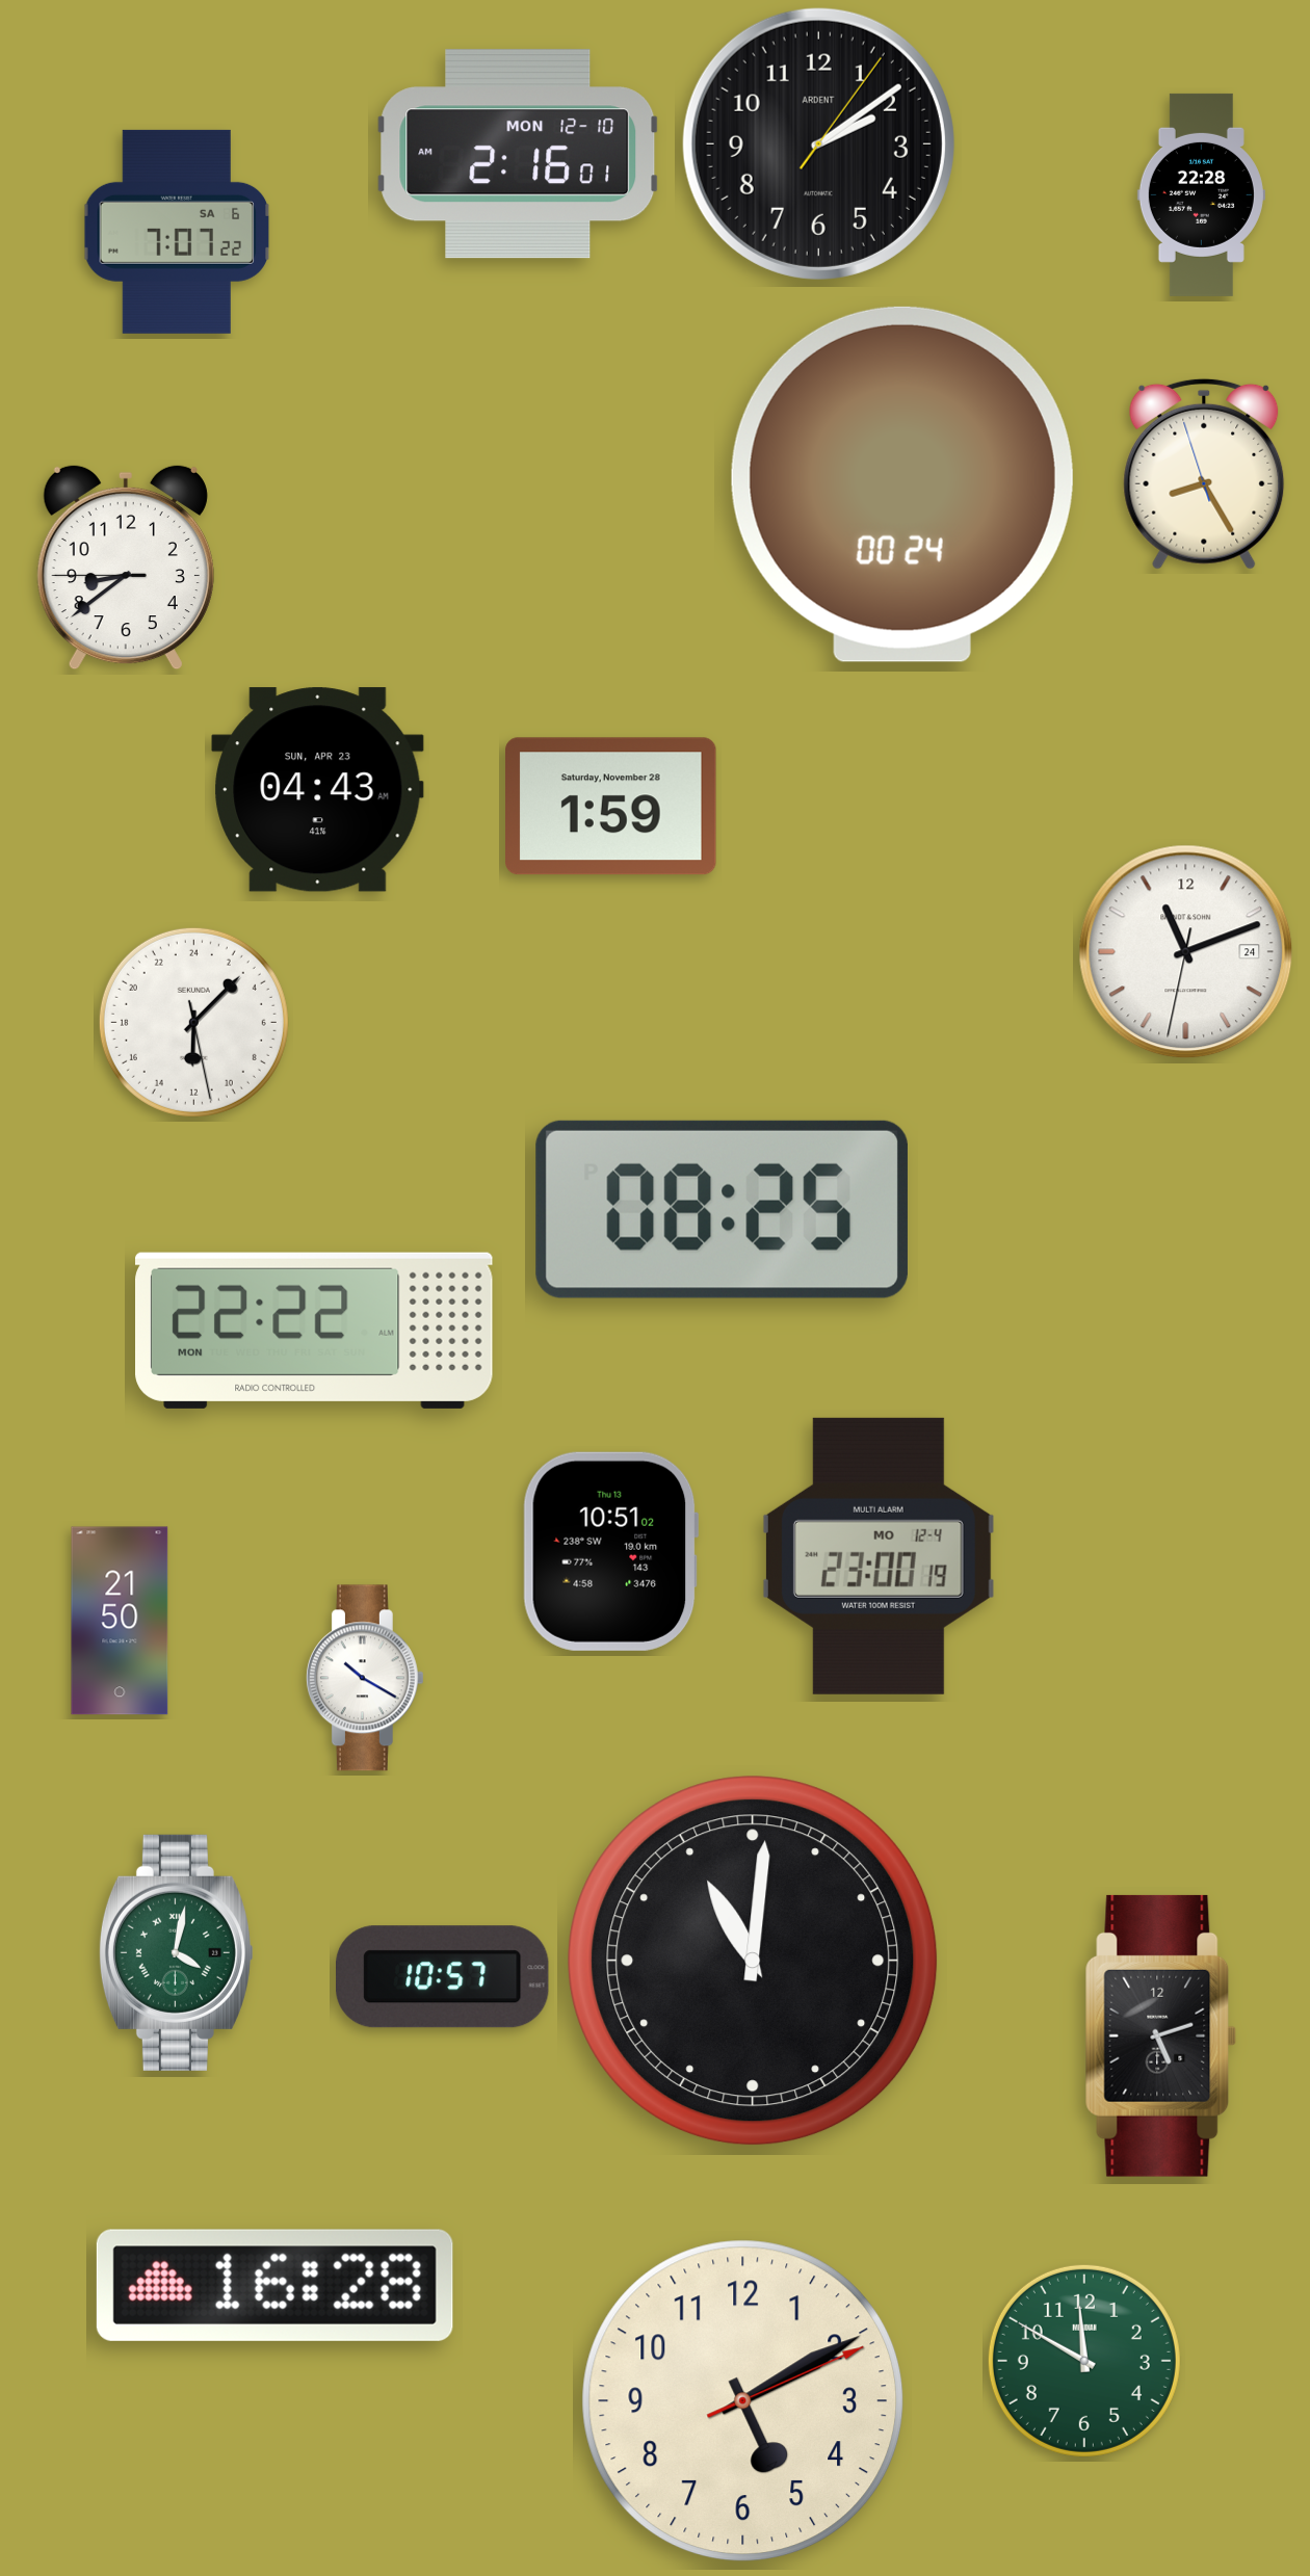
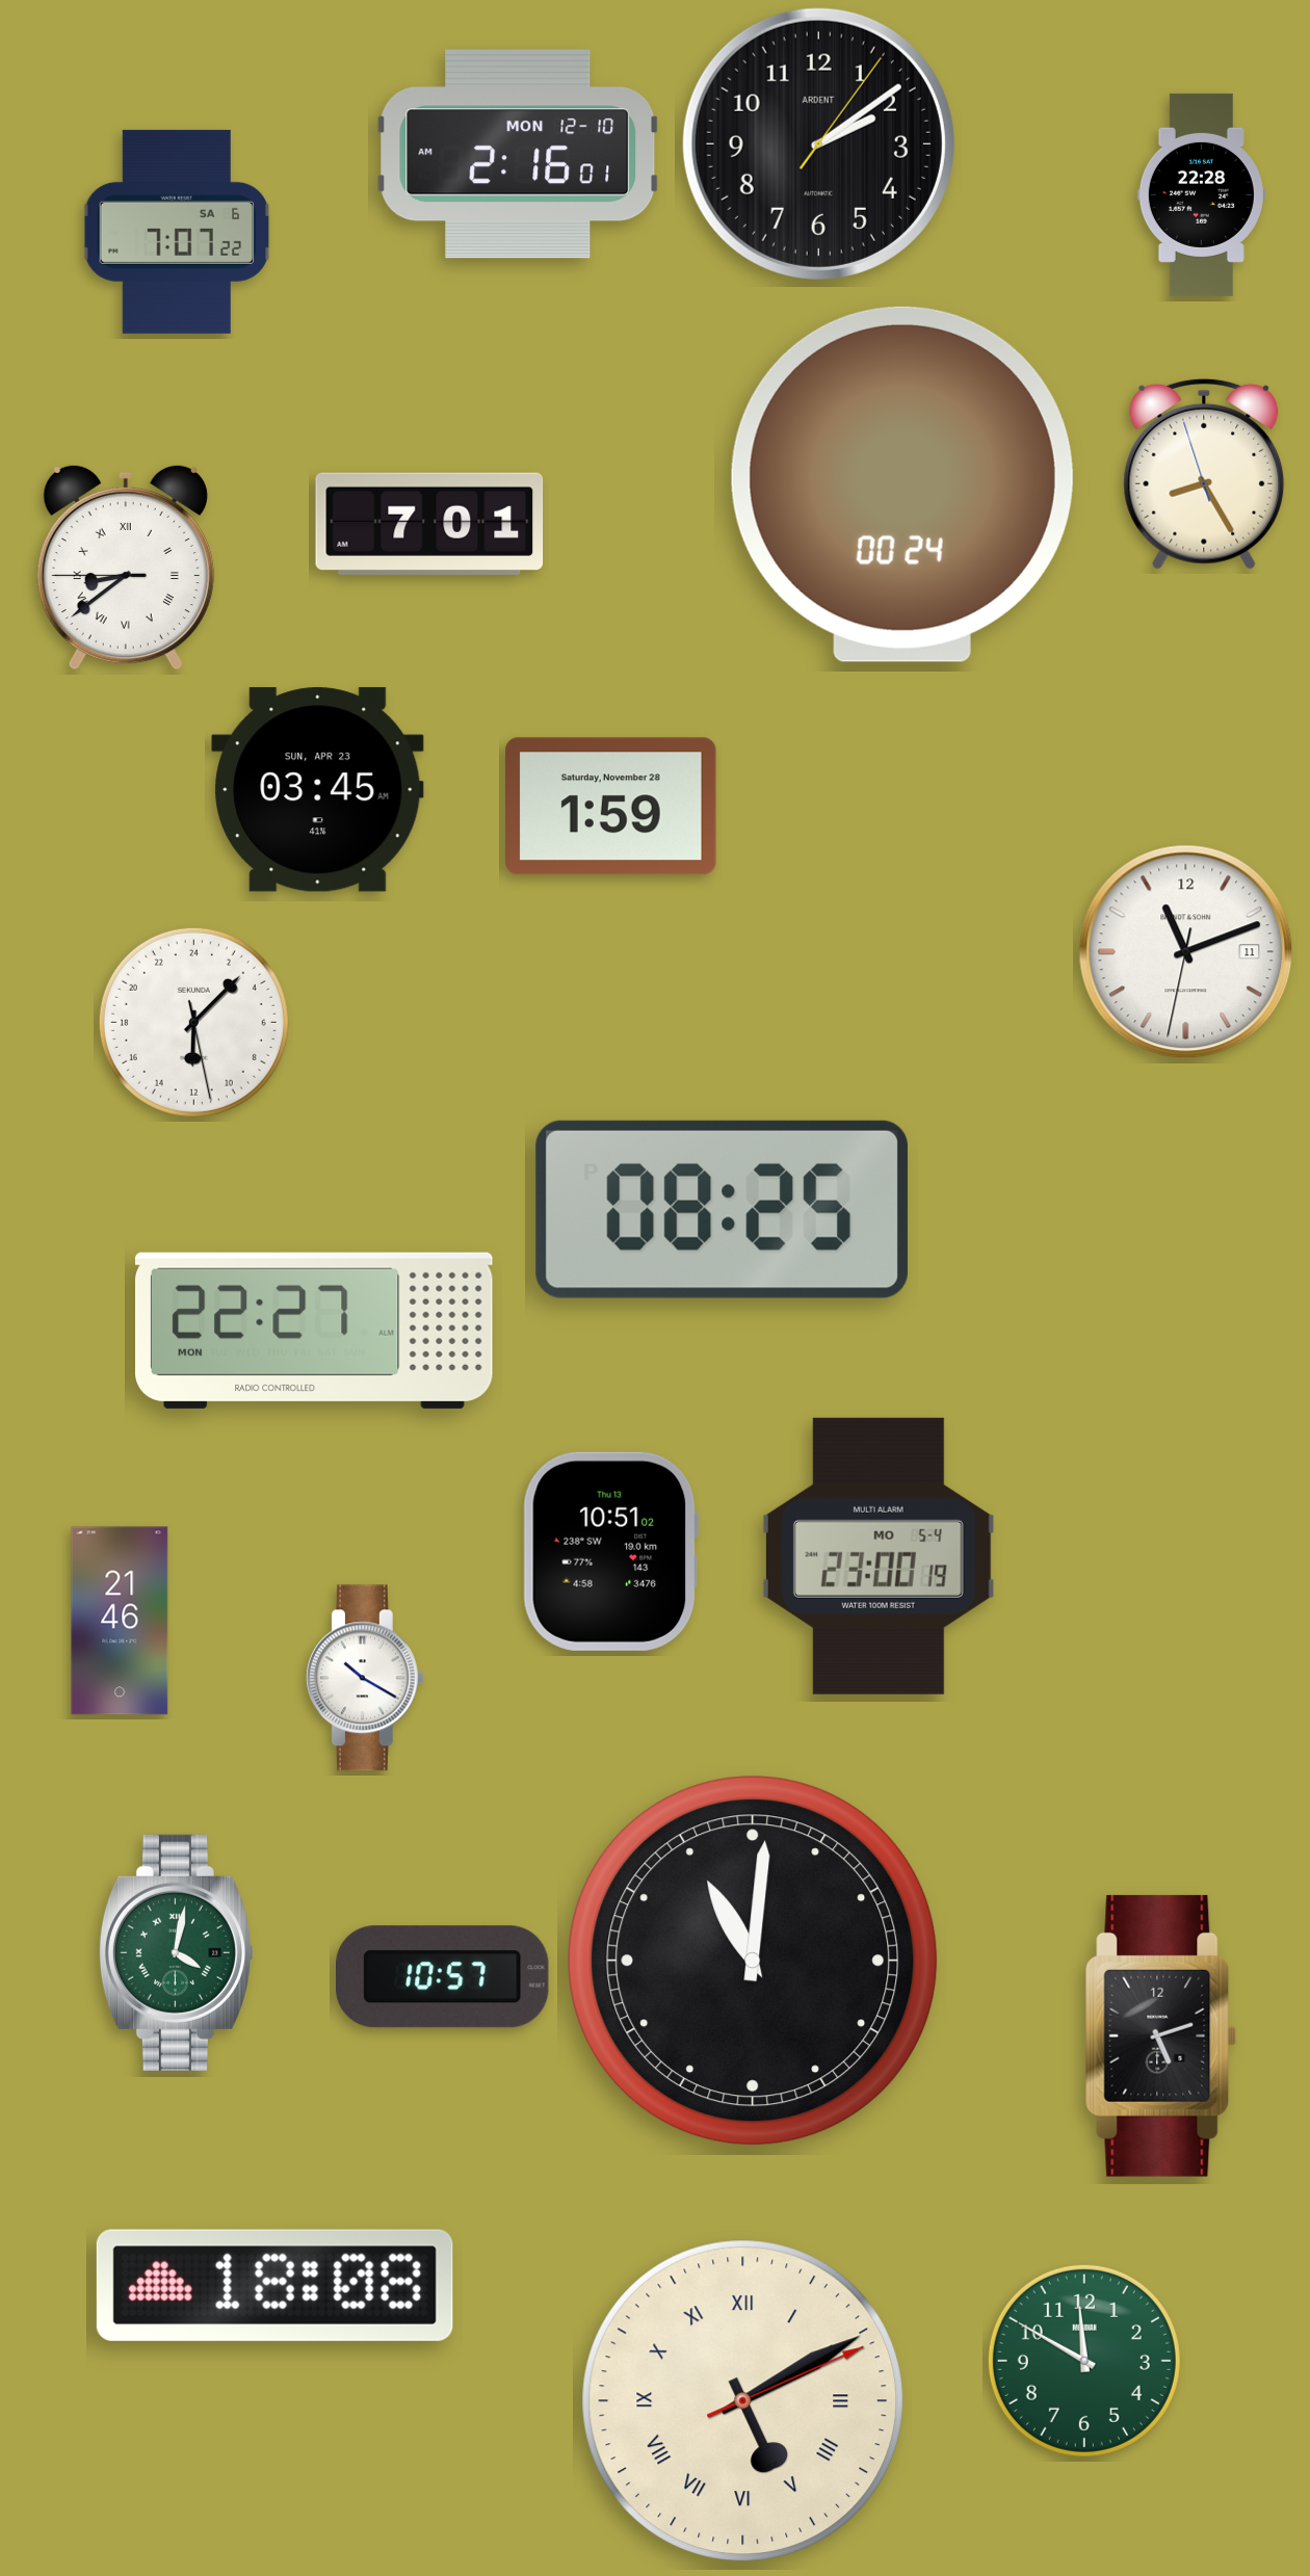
clock at (429, 523): none -> 7:01
clock at (126, 568) numerals: Arabic -> Roman
clock at (318, 790): 04:43 -> 03:45
clock at (1186, 952) date: 24 -> 11
clock at (315, 1331): 22:22 -> 22:27
clock at (879, 1556) date: MO 12-4 -> MO 5-4
clock at (120, 1621): 21:50 -> 21:46
clock at (274, 2285): 16:28 -> 18:08
clock at (743, 2401) numerals: Arabic -> Roman
